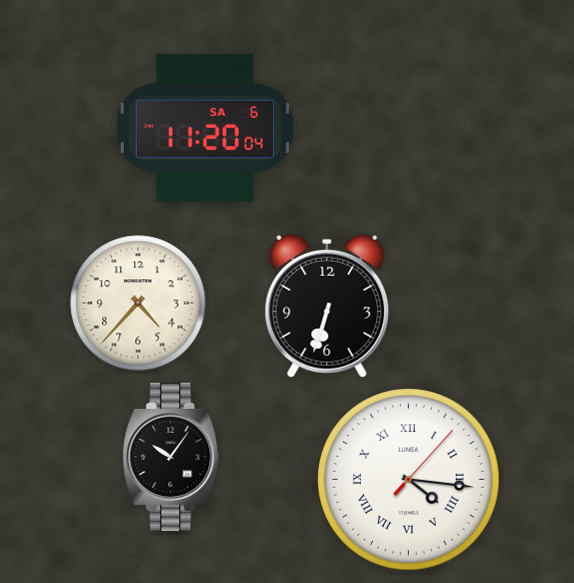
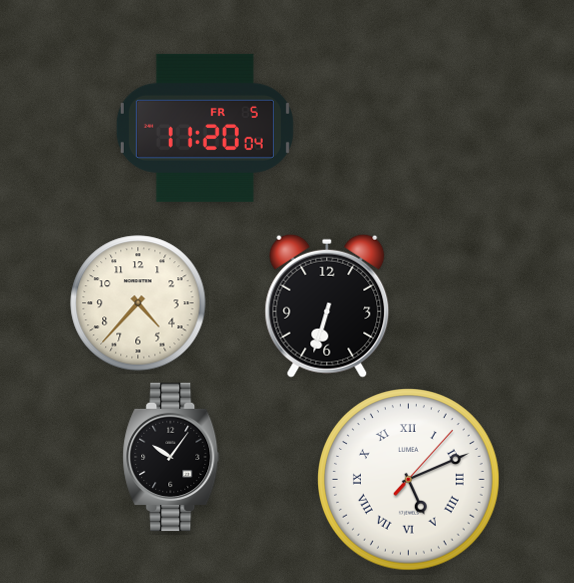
clock at (205, 128) date: SA 6 -> FR 5
clock at (409, 480): 4:16 -> 5:11
